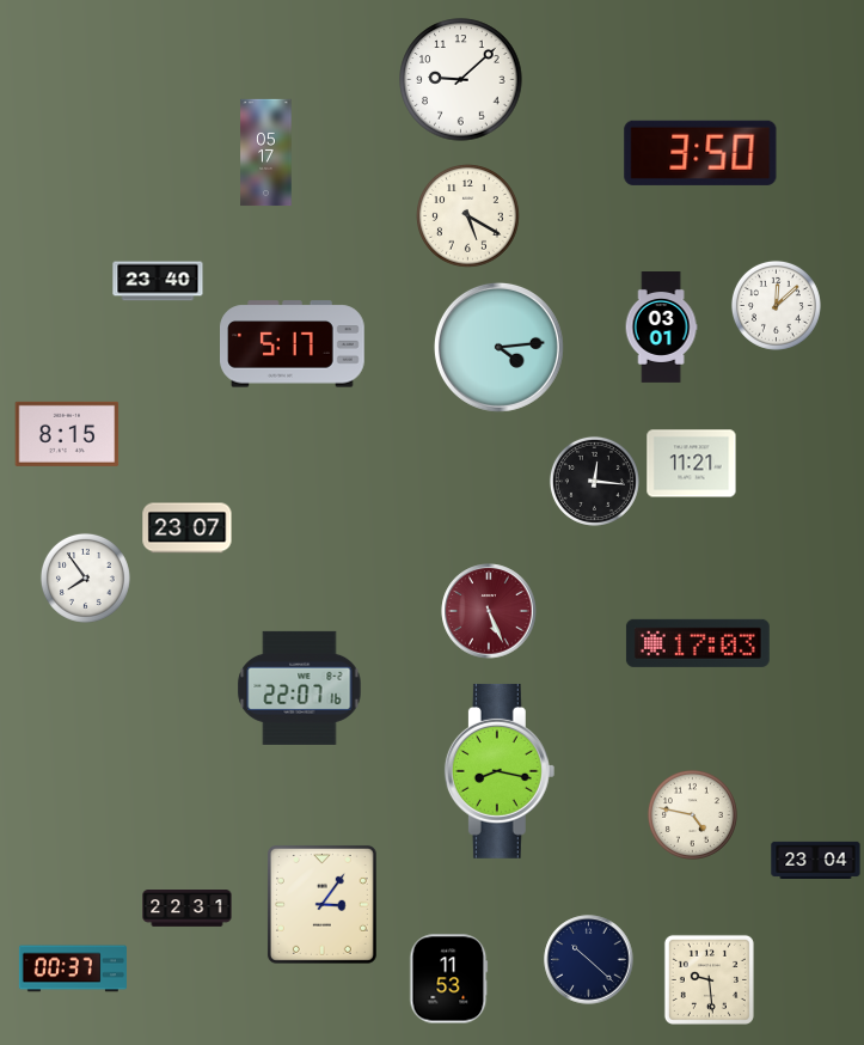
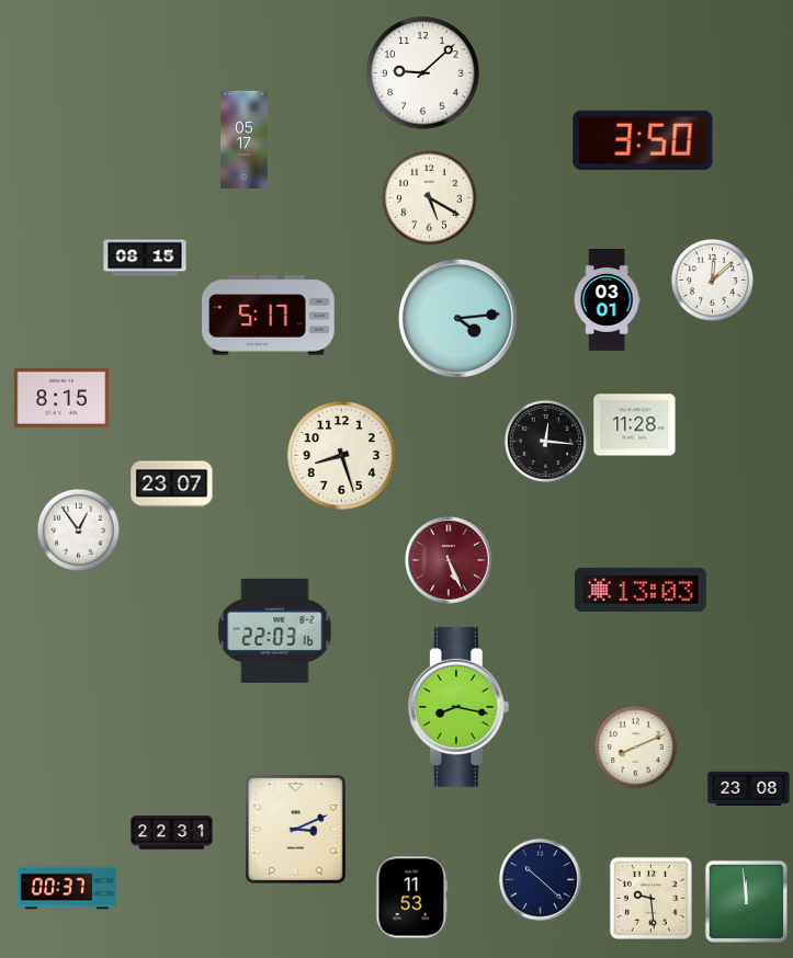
clock at (158, 281): 23:40 -> 08:15
clock at (692, 464): 11:21 -> 11:28
clock at (342, 456): none -> 8:27
clock at (85, 577): 7:54 -> 12:54
clock at (698, 643): 17:03 -> 13:03
clock at (300, 687): 22:07 -> 22:03
clock at (692, 814): 4:47 -> 8:11
clock at (816, 860): 23:04 -> 23:08
clock at (321, 904): 3:06 -> 3:11
clock at (746, 901): none -> 11:59
